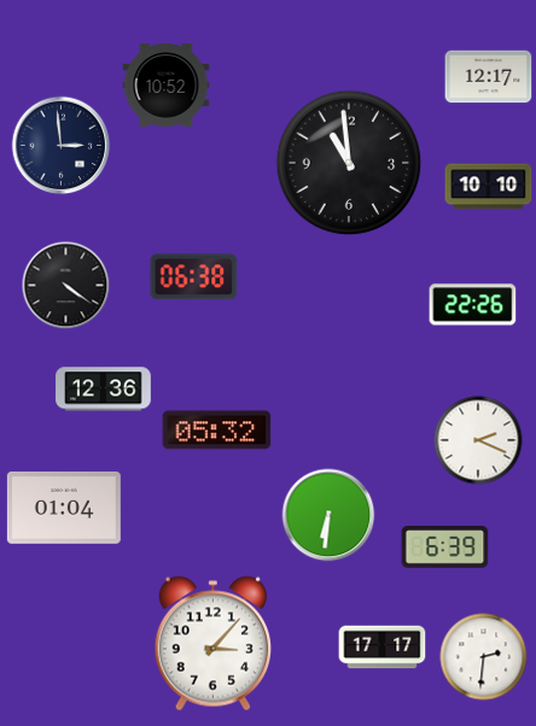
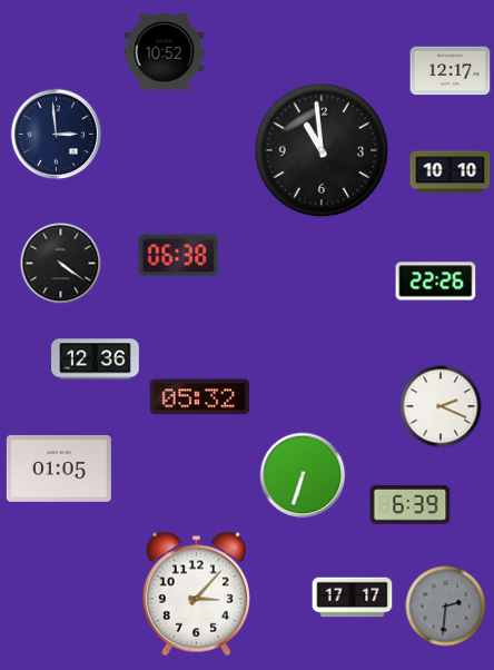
clock at (167, 84) position: (167, 84) -> (165, 51)
clock at (64, 508): 01:04 -> 01:05
clock at (328, 515): 6:31 -> 6:33
clock at (484, 657) dial: white -> grey
